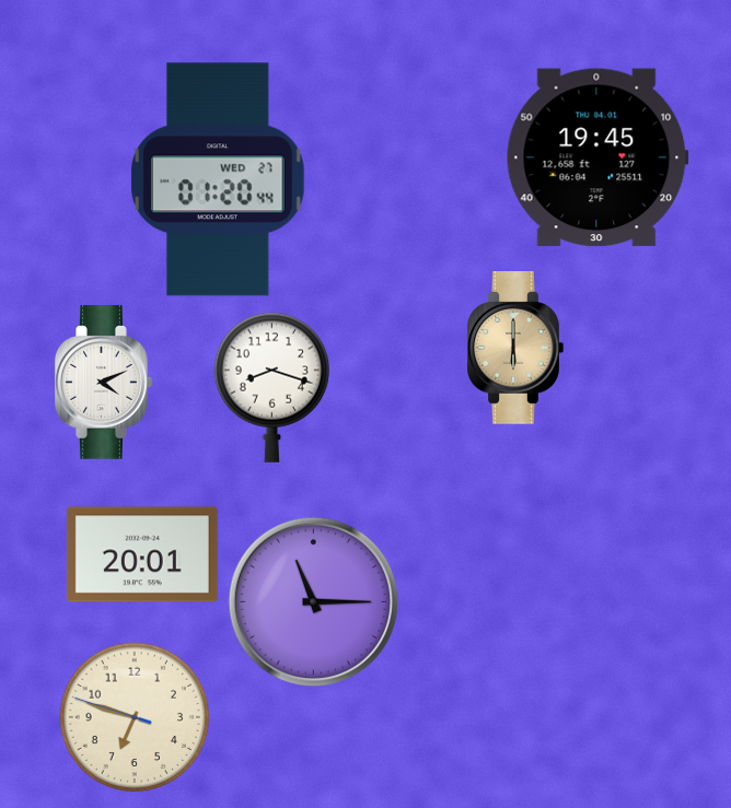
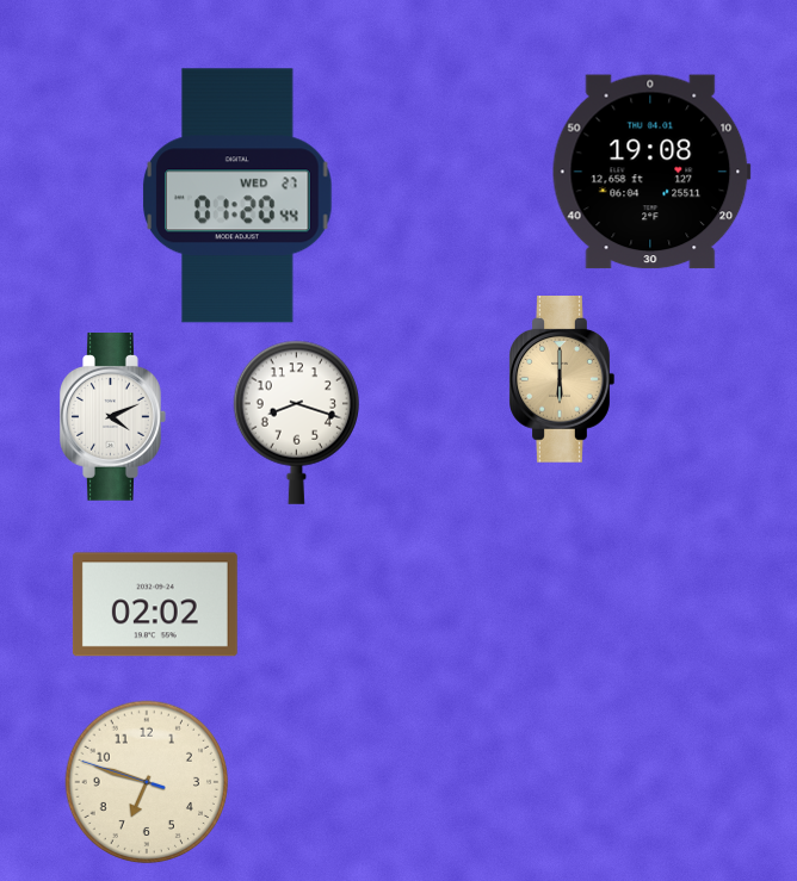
clock at (597, 157): 19:45 -> 19:08
clock at (142, 554): 20:01 -> 02:02
clock at (313, 601): 11:15 -> none
